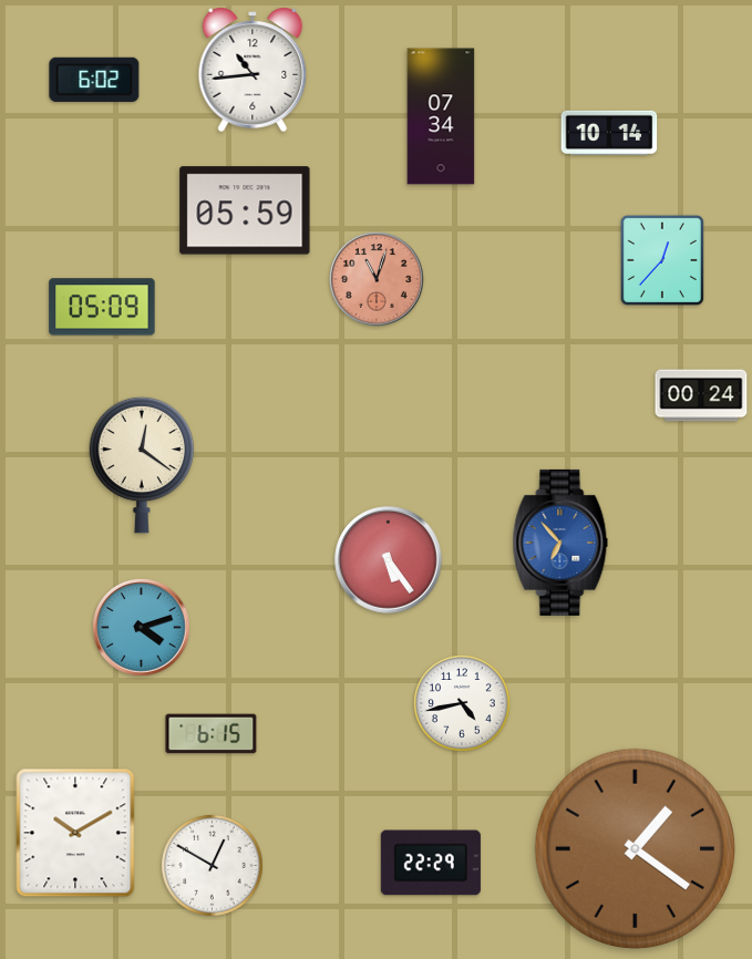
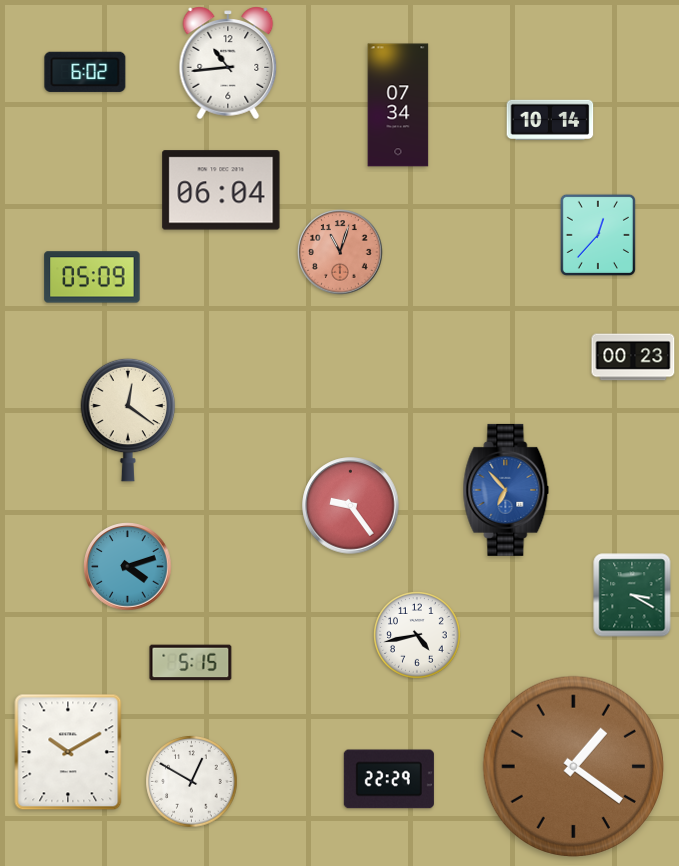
clock at (245, 210): 05:59 -> 06:04
clock at (701, 395): 00:24 -> 00:23
clock at (389, 560): 5:24 -> 9:24
clock at (632, 595): none -> 3:20
clock at (212, 734): 6:15 -> 5:15
